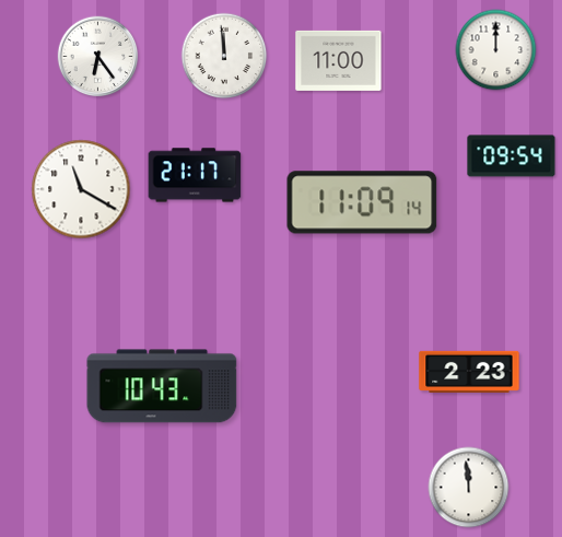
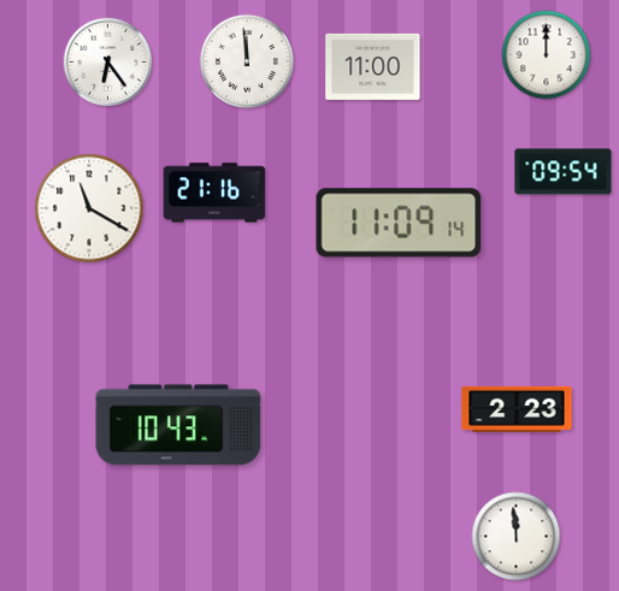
clock at (195, 175): 21:17 -> 21:16
